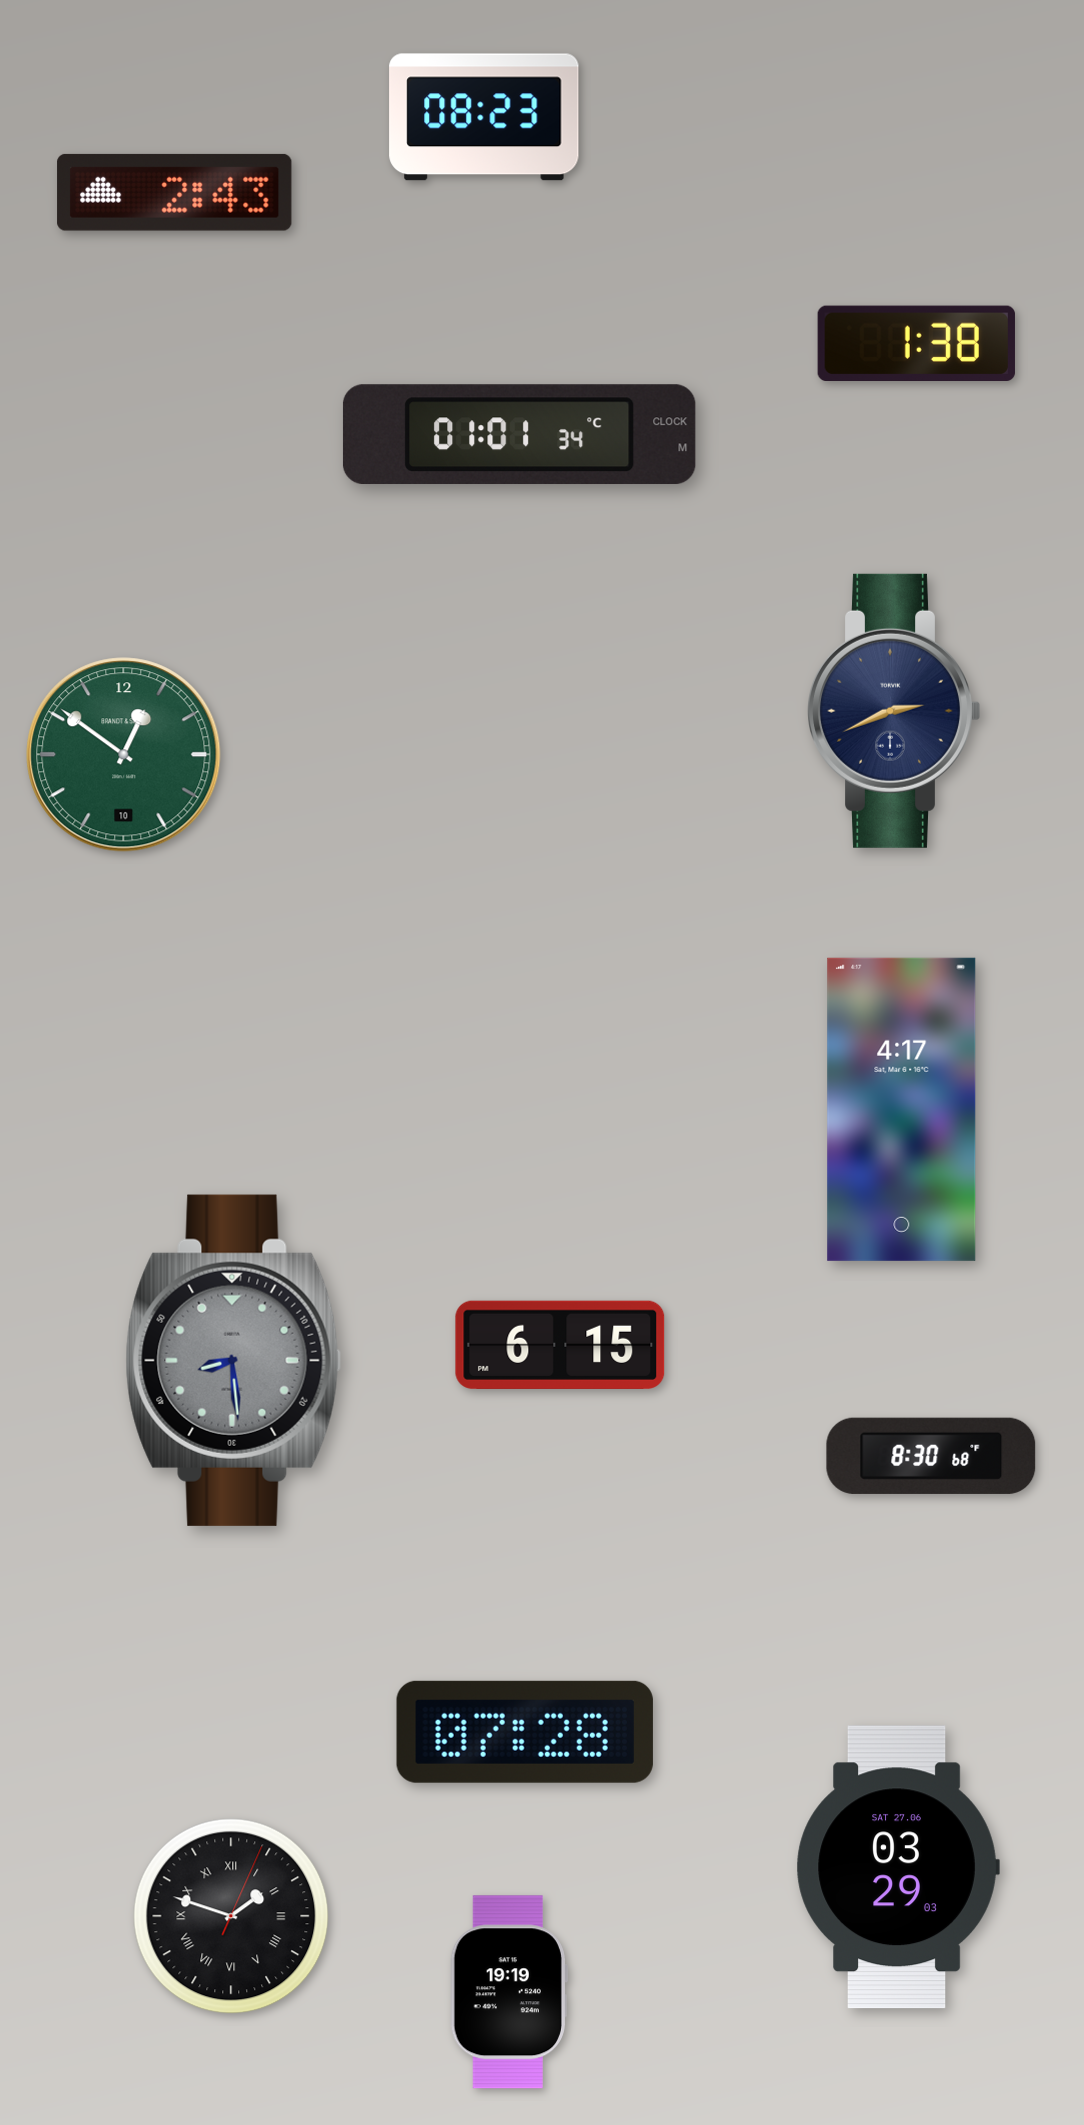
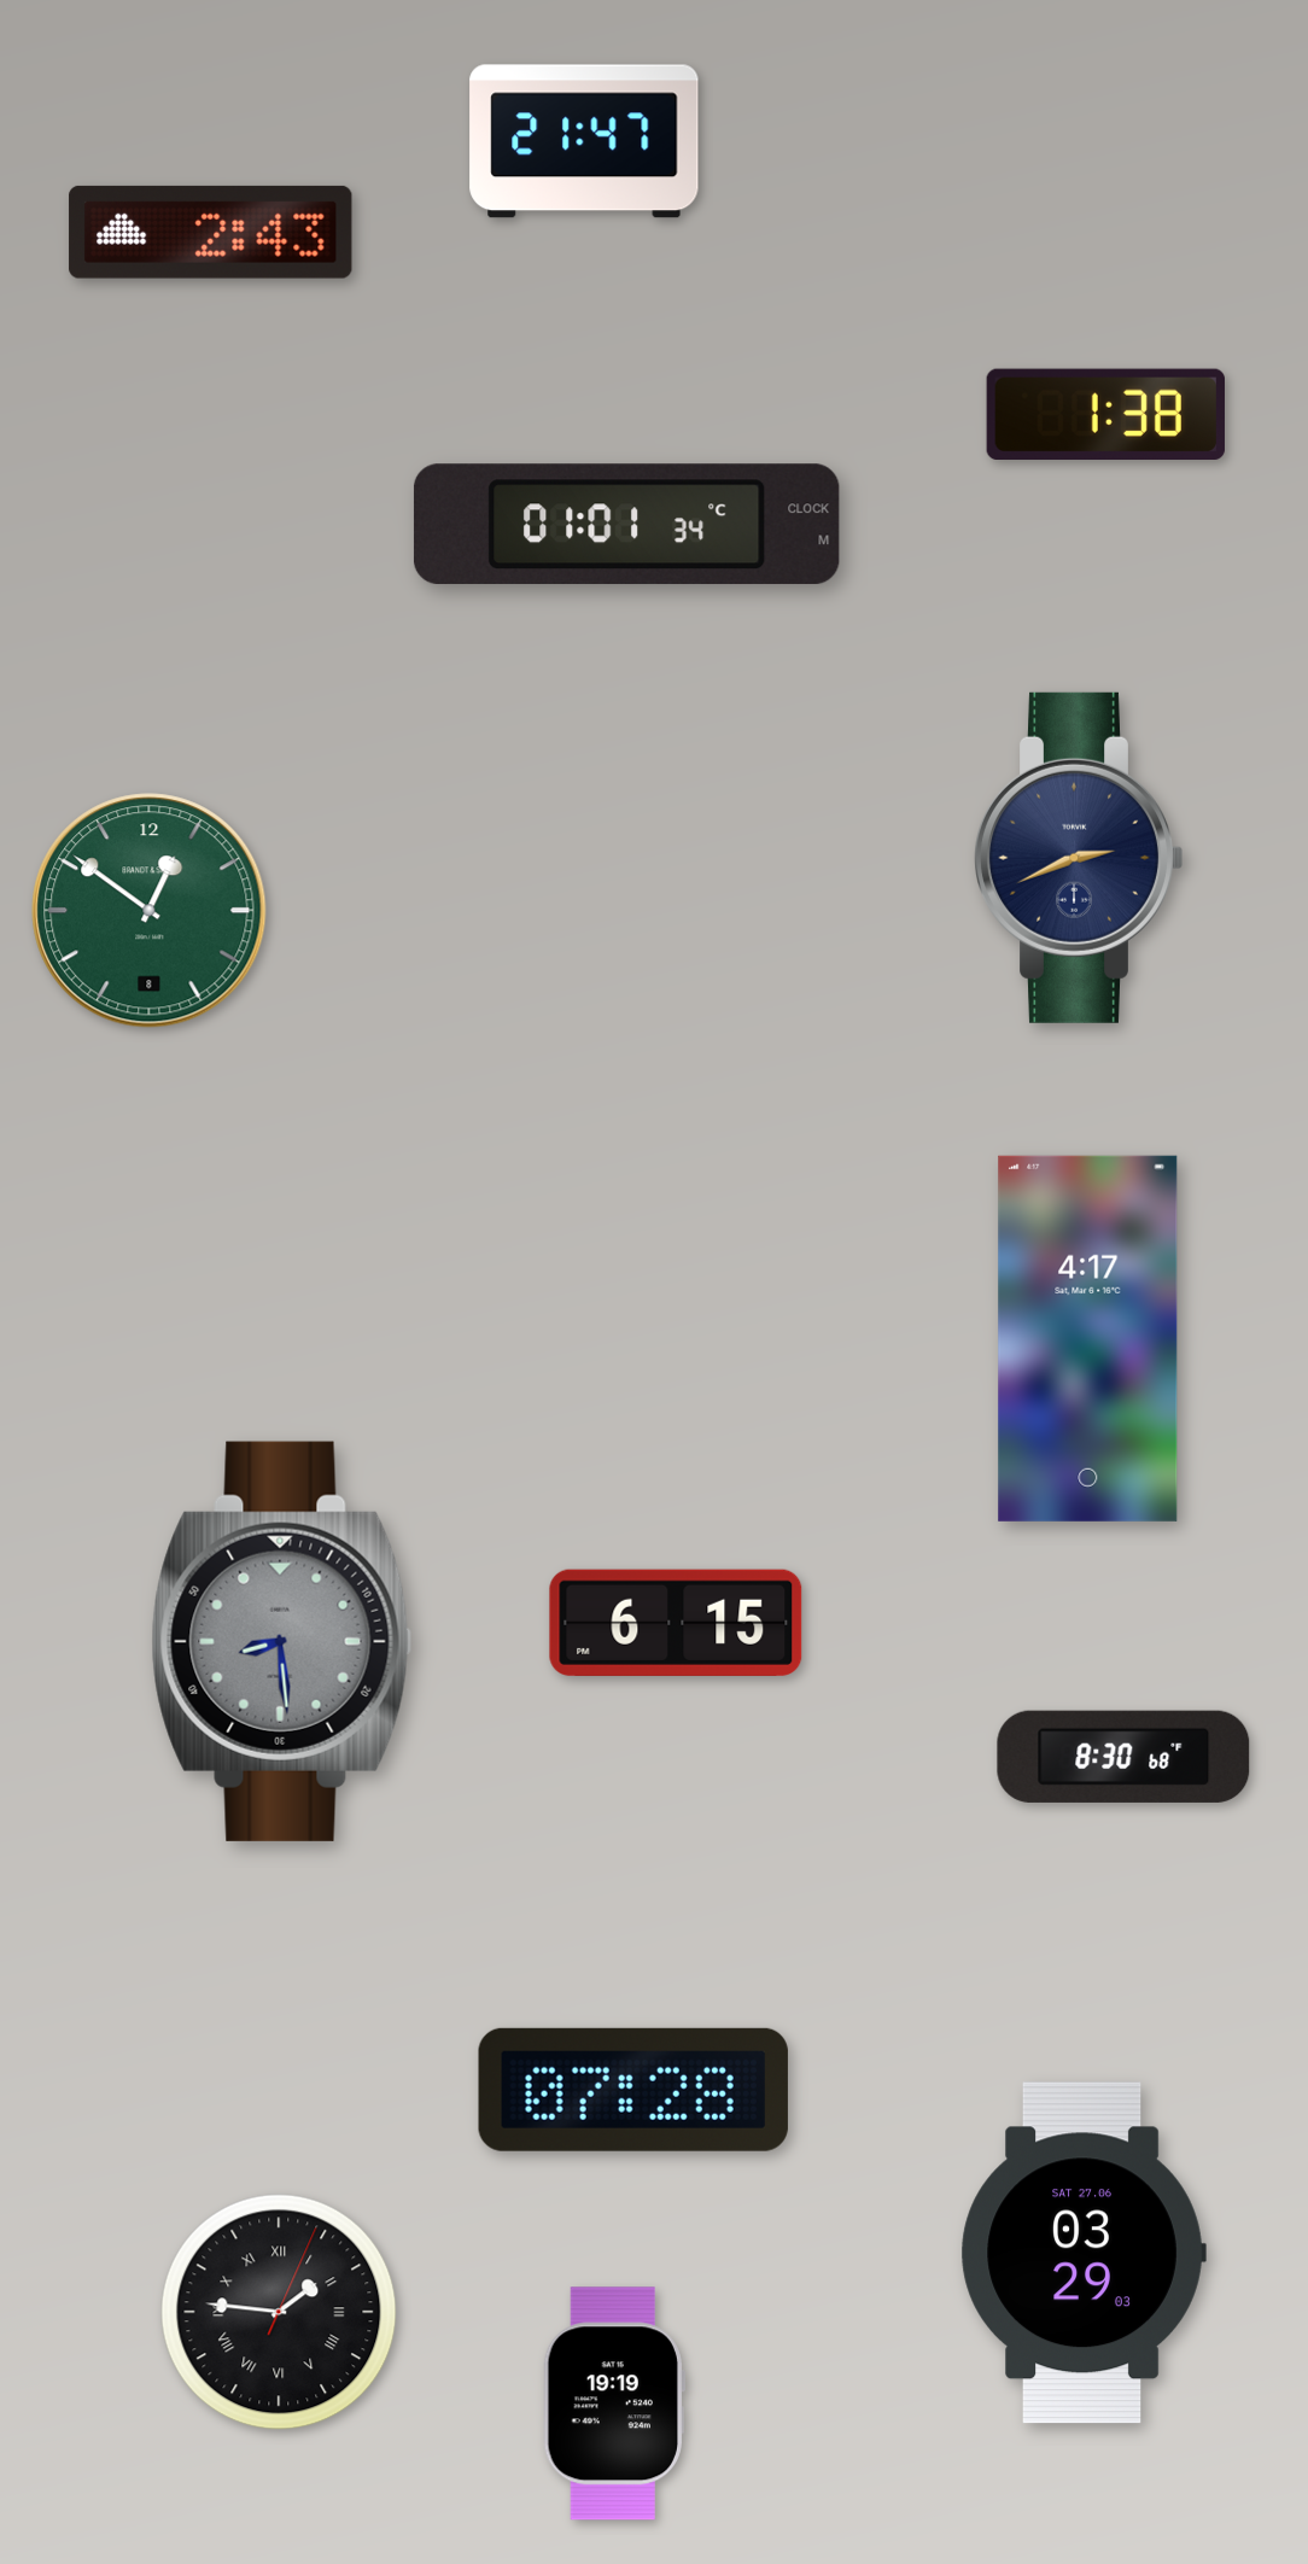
clock at (484, 117): 08:23 -> 21:47
clock at (124, 755) date: 10 -> 8
clock at (231, 1916): 1:48 -> 1:46
